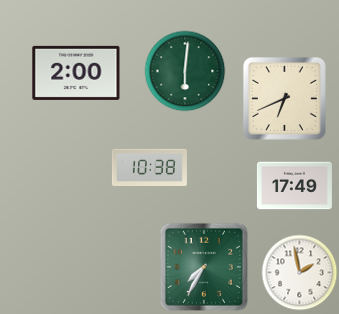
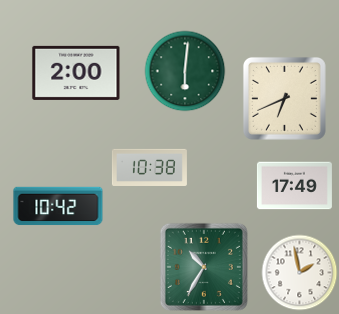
clock at (58, 206): none -> 10:42
clock at (204, 267): 7:35 -> 10:35
